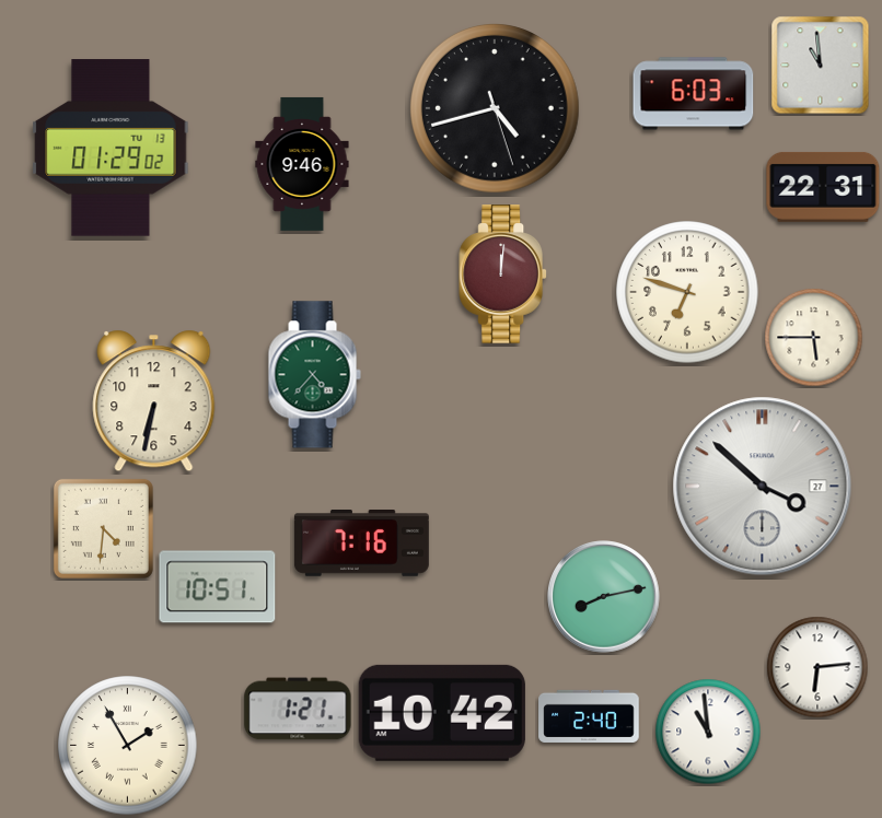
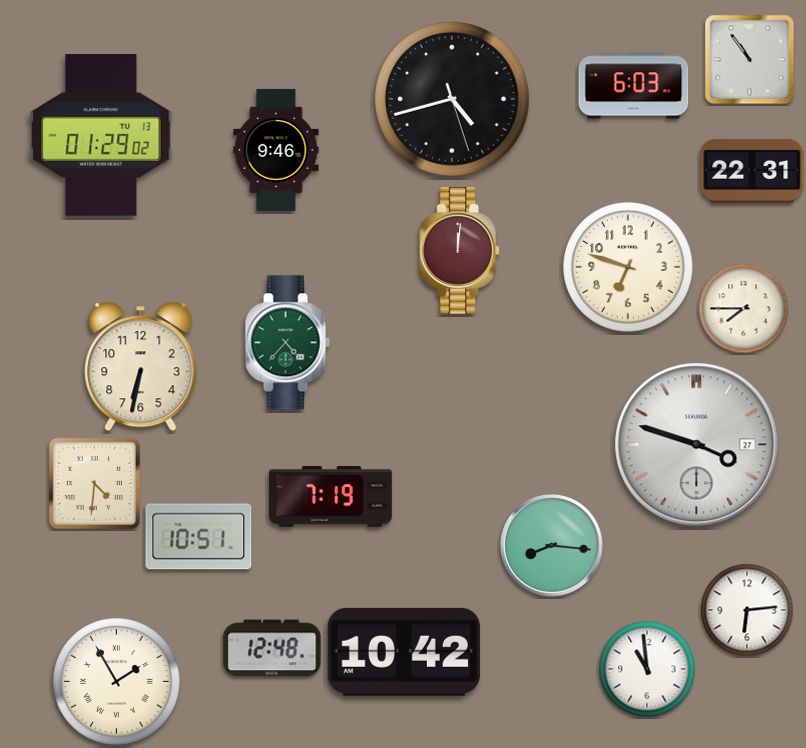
clock at (821, 66): 10:59 -> 10:54
clock at (814, 338): 5:45 -> 7:45
clock at (763, 487): 3:52 -> 3:48
clock at (361, 544): 7:16 -> 7:19
clock at (604, 597): 8:13 -> 8:16
clock at (298, 709): 1:21 -> 12:48
clock at (589, 716): 2:40 -> none
